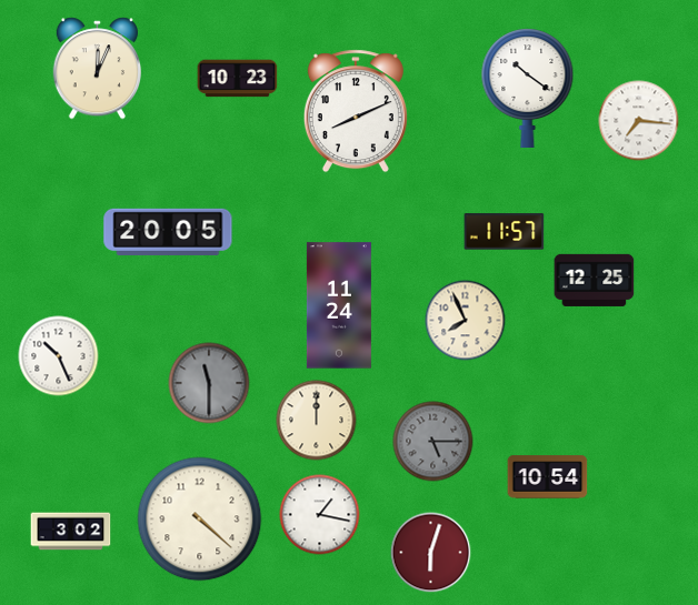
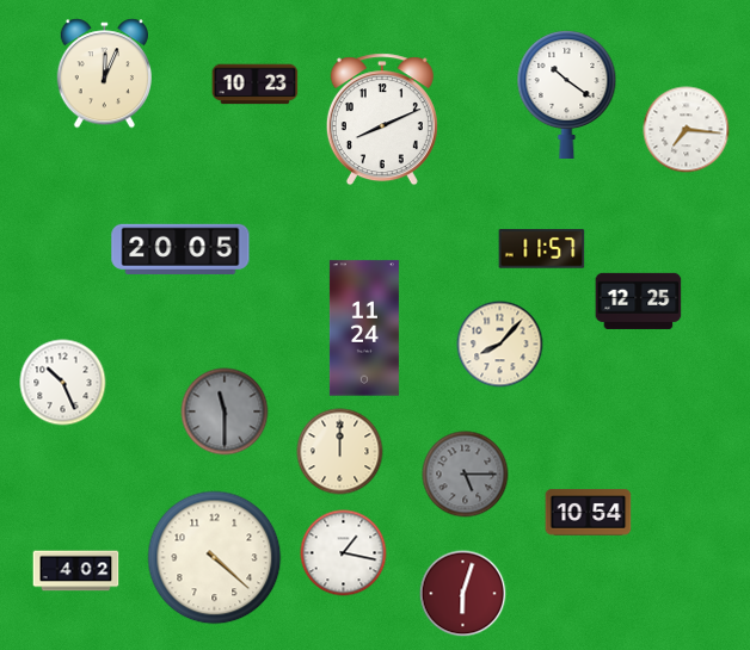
clock at (466, 321): 7:56 -> 8:07
clock at (71, 532): 3:02 -> 4:02
